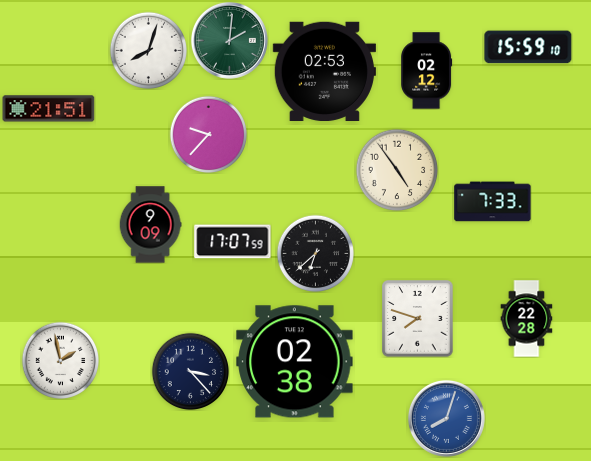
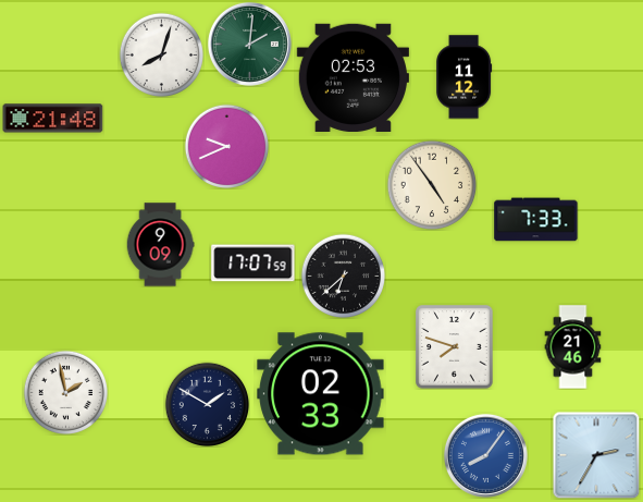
clock at (528, 47): 15:59 -> none
clock at (427, 71): 02:12 -> 11:12
clock at (49, 109): 21:51 -> 21:48
clock at (208, 134): 9:37 -> 9:41
clock at (150, 225) position: (150, 225) -> (160, 245)
clock at (527, 319): 22:28 -> 21:46
clock at (295, 362): 02:38 -> 02:33
clock at (190, 371): 3:23 -> 1:50
clock at (446, 418): 8:03 -> 8:06
clock at (596, 455): none -> 2:35
